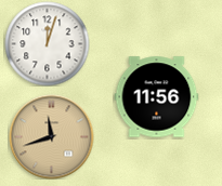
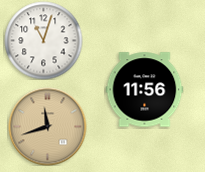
clock at (47, 43): 12:03 -> 11:03
